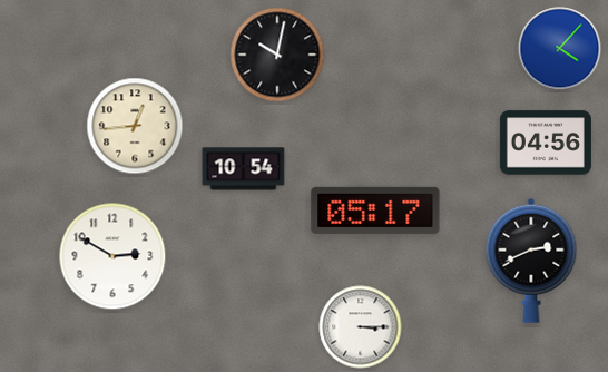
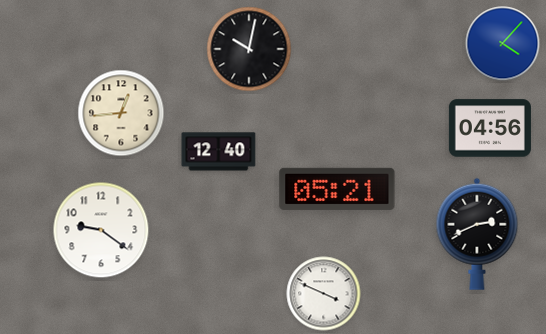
clock at (244, 169): 10:54 -> 12:40
clock at (375, 211): 05:17 -> 05:21
clock at (112, 256): 2:50 -> 9:21
clock at (361, 327): 3:15 -> 3:49
